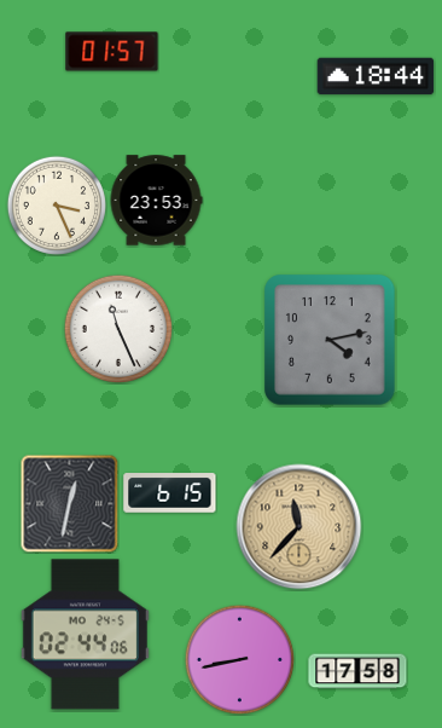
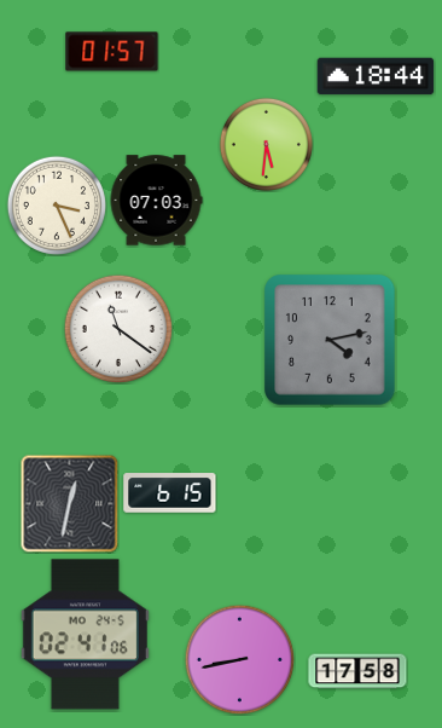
clock at (266, 144): none -> 5:31
clock at (156, 201): 23:53 -> 07:03
clock at (118, 329): 11:26 -> 11:21
clock at (299, 527): 11:37 -> none
clock at (85, 635): 02:44 -> 02:41
